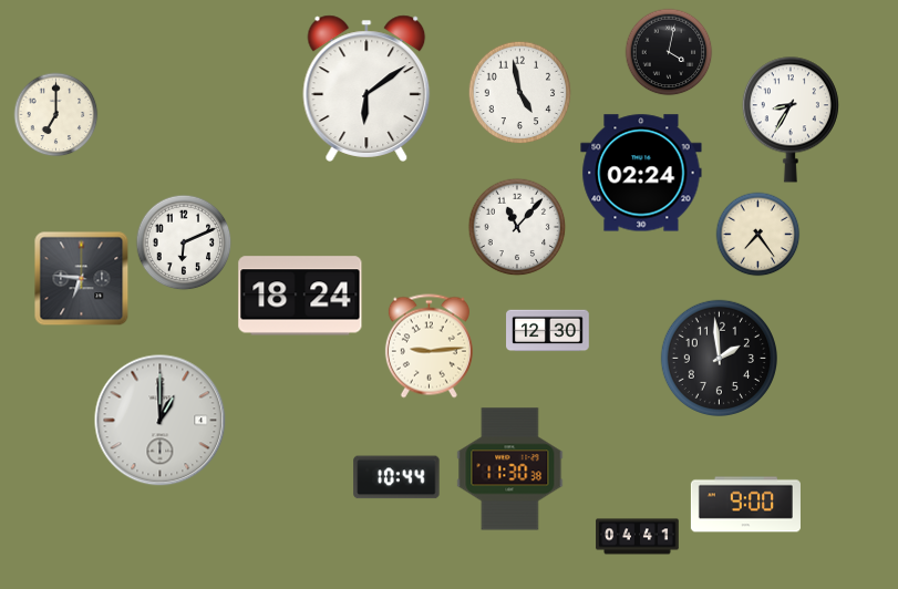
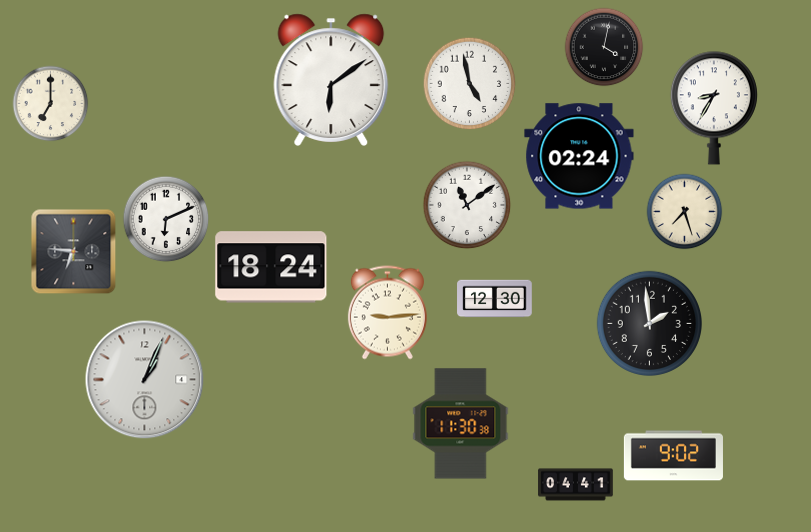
clock at (517, 227): 11:07 -> 11:09
clock at (758, 235): 7:24 -> 7:27
clock at (161, 421): 1:00 -> 1:04
clock at (396, 477): 10:44 -> none
clock at (745, 505): 9:00 -> 9:02
